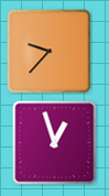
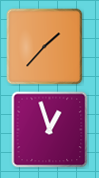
clock at (50, 52): 9:37 -> 1:37
